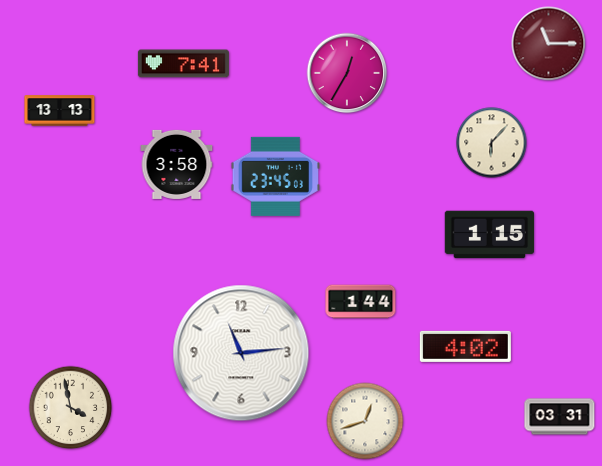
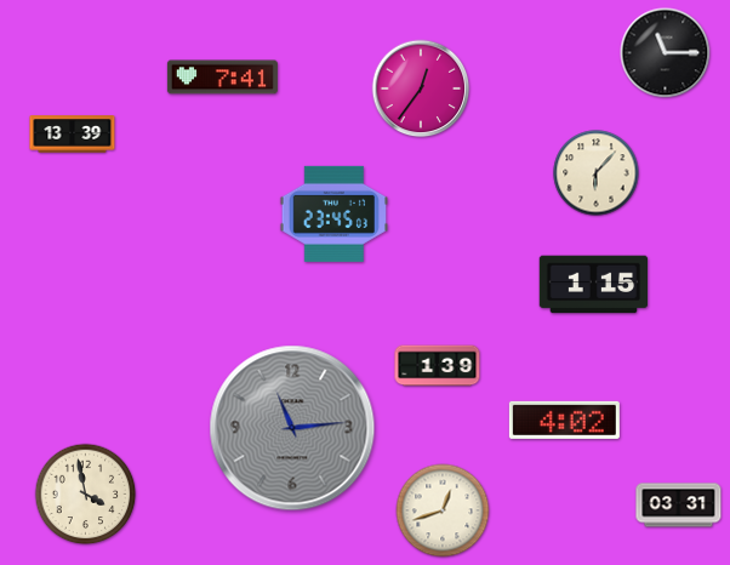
clock at (549, 44) dial: burgundy -> black
clock at (347, 73): 12:35 -> 12:36
clock at (60, 111): 13:13 -> 13:39
clock at (177, 164): 3:58 -> none
clock at (361, 302): 1:44 -> 1:39
clock at (241, 353) dial: white -> grey
